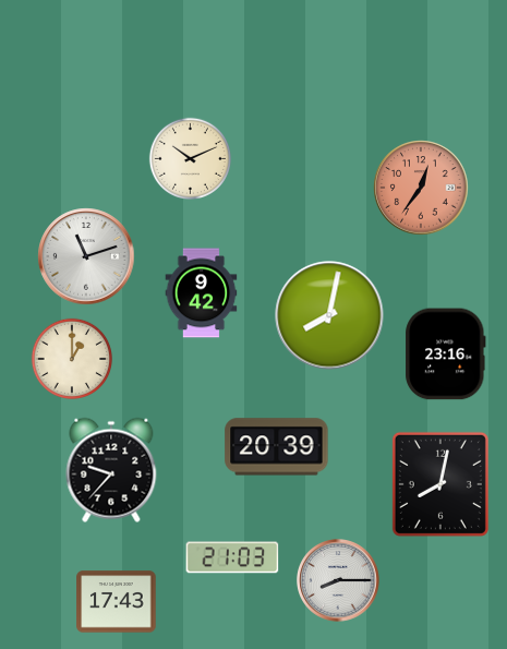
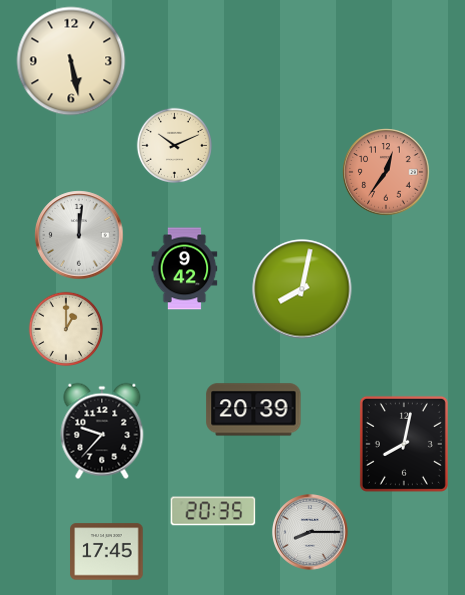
clock at (71, 61): none -> 5:28
clock at (86, 256): 11:12 -> 12:01
clock at (446, 354): 23:16 -> none
clock at (232, 557): 21:03 -> 20:35
clock at (117, 602): 17:43 -> 17:45
